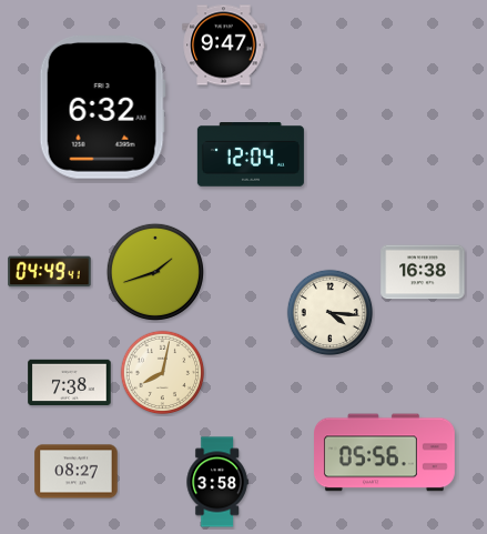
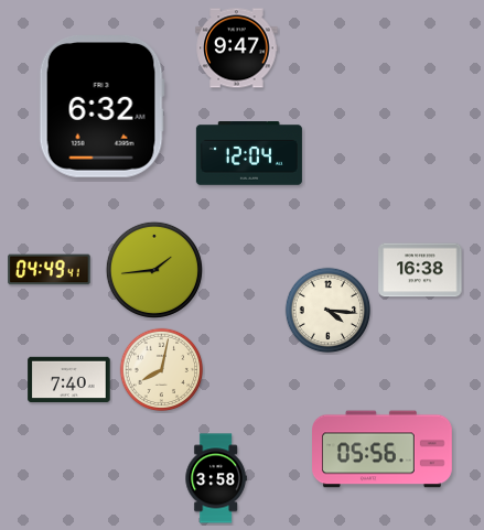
clock at (224, 46) position: (224, 46) -> (237, 48)
clock at (155, 272): 1:42 -> 1:44
clock at (70, 383): 7:38 -> 7:40
clock at (77, 472): 08:27 -> none
